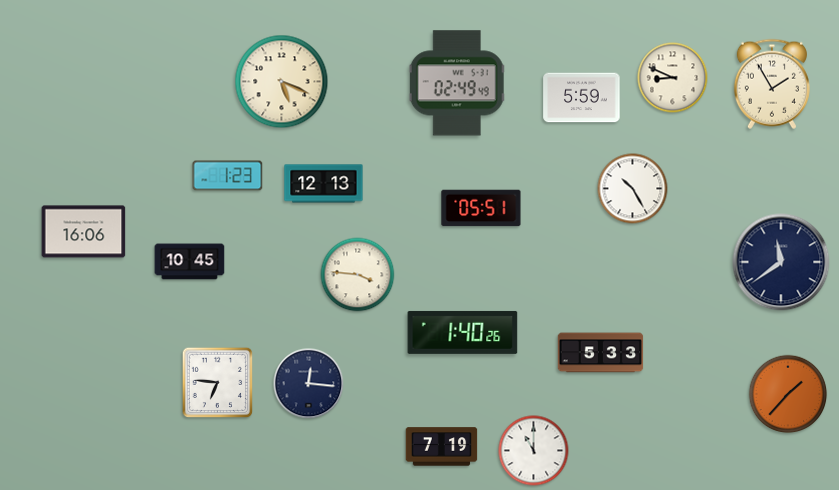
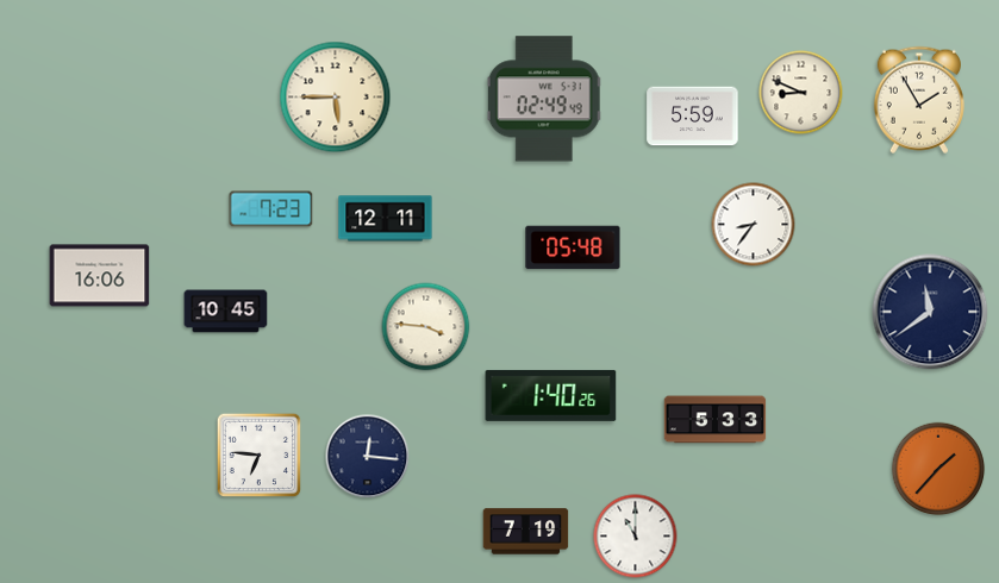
clock at (282, 82): 5:19 -> 5:45
clock at (228, 176): 1:23 -> 7:23
clock at (324, 184): 12:13 -> 12:11
clock at (633, 189): 10:25 -> 8:36
clock at (481, 208): 05:51 -> 05:48
